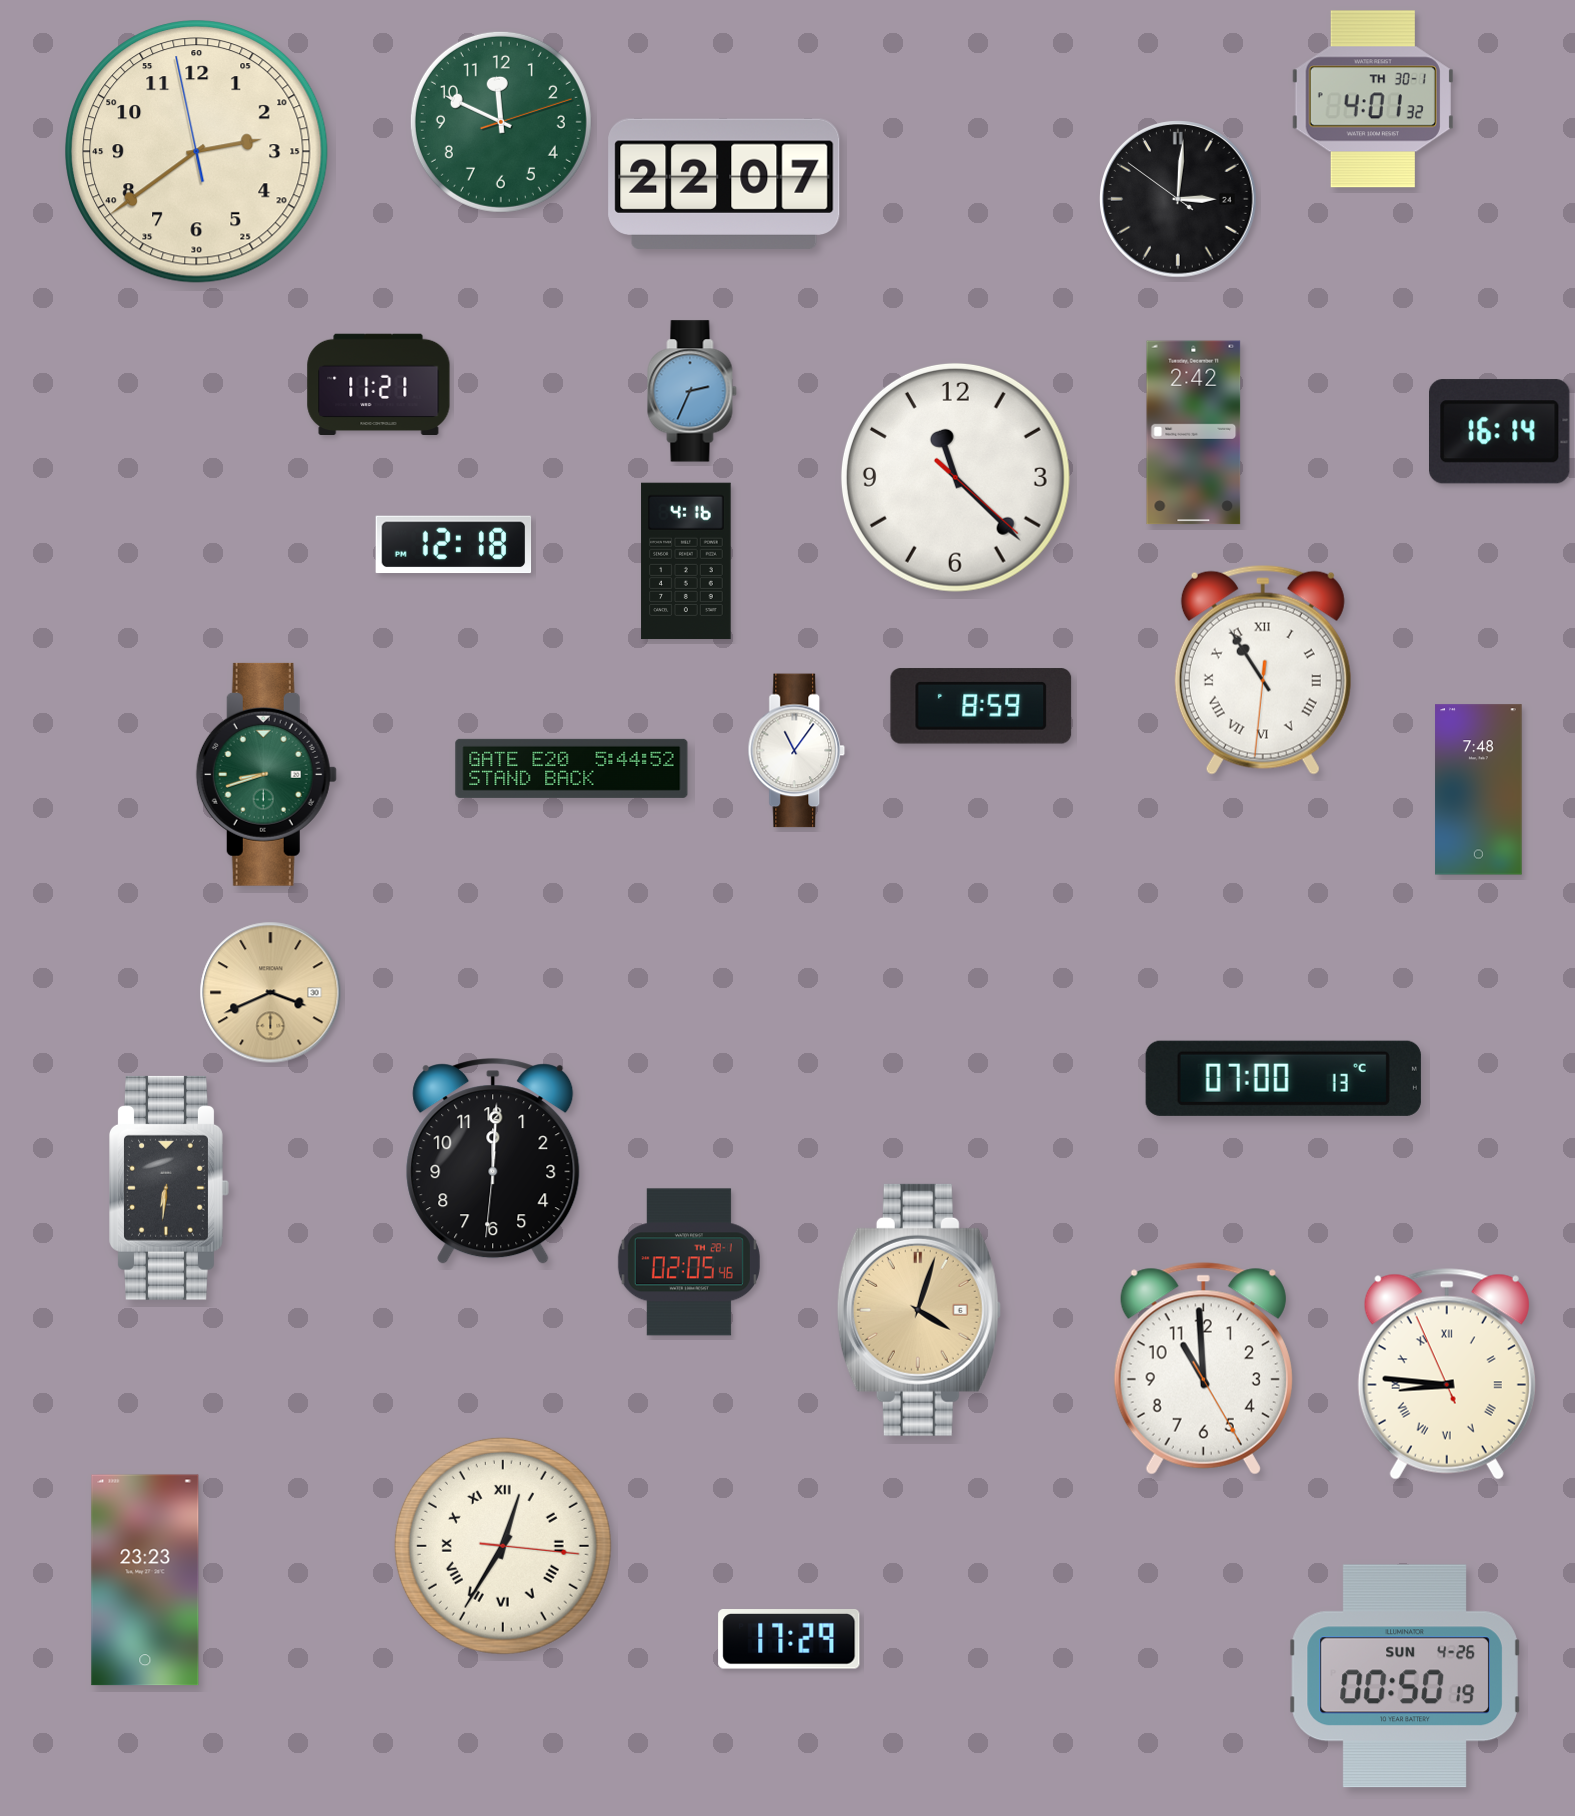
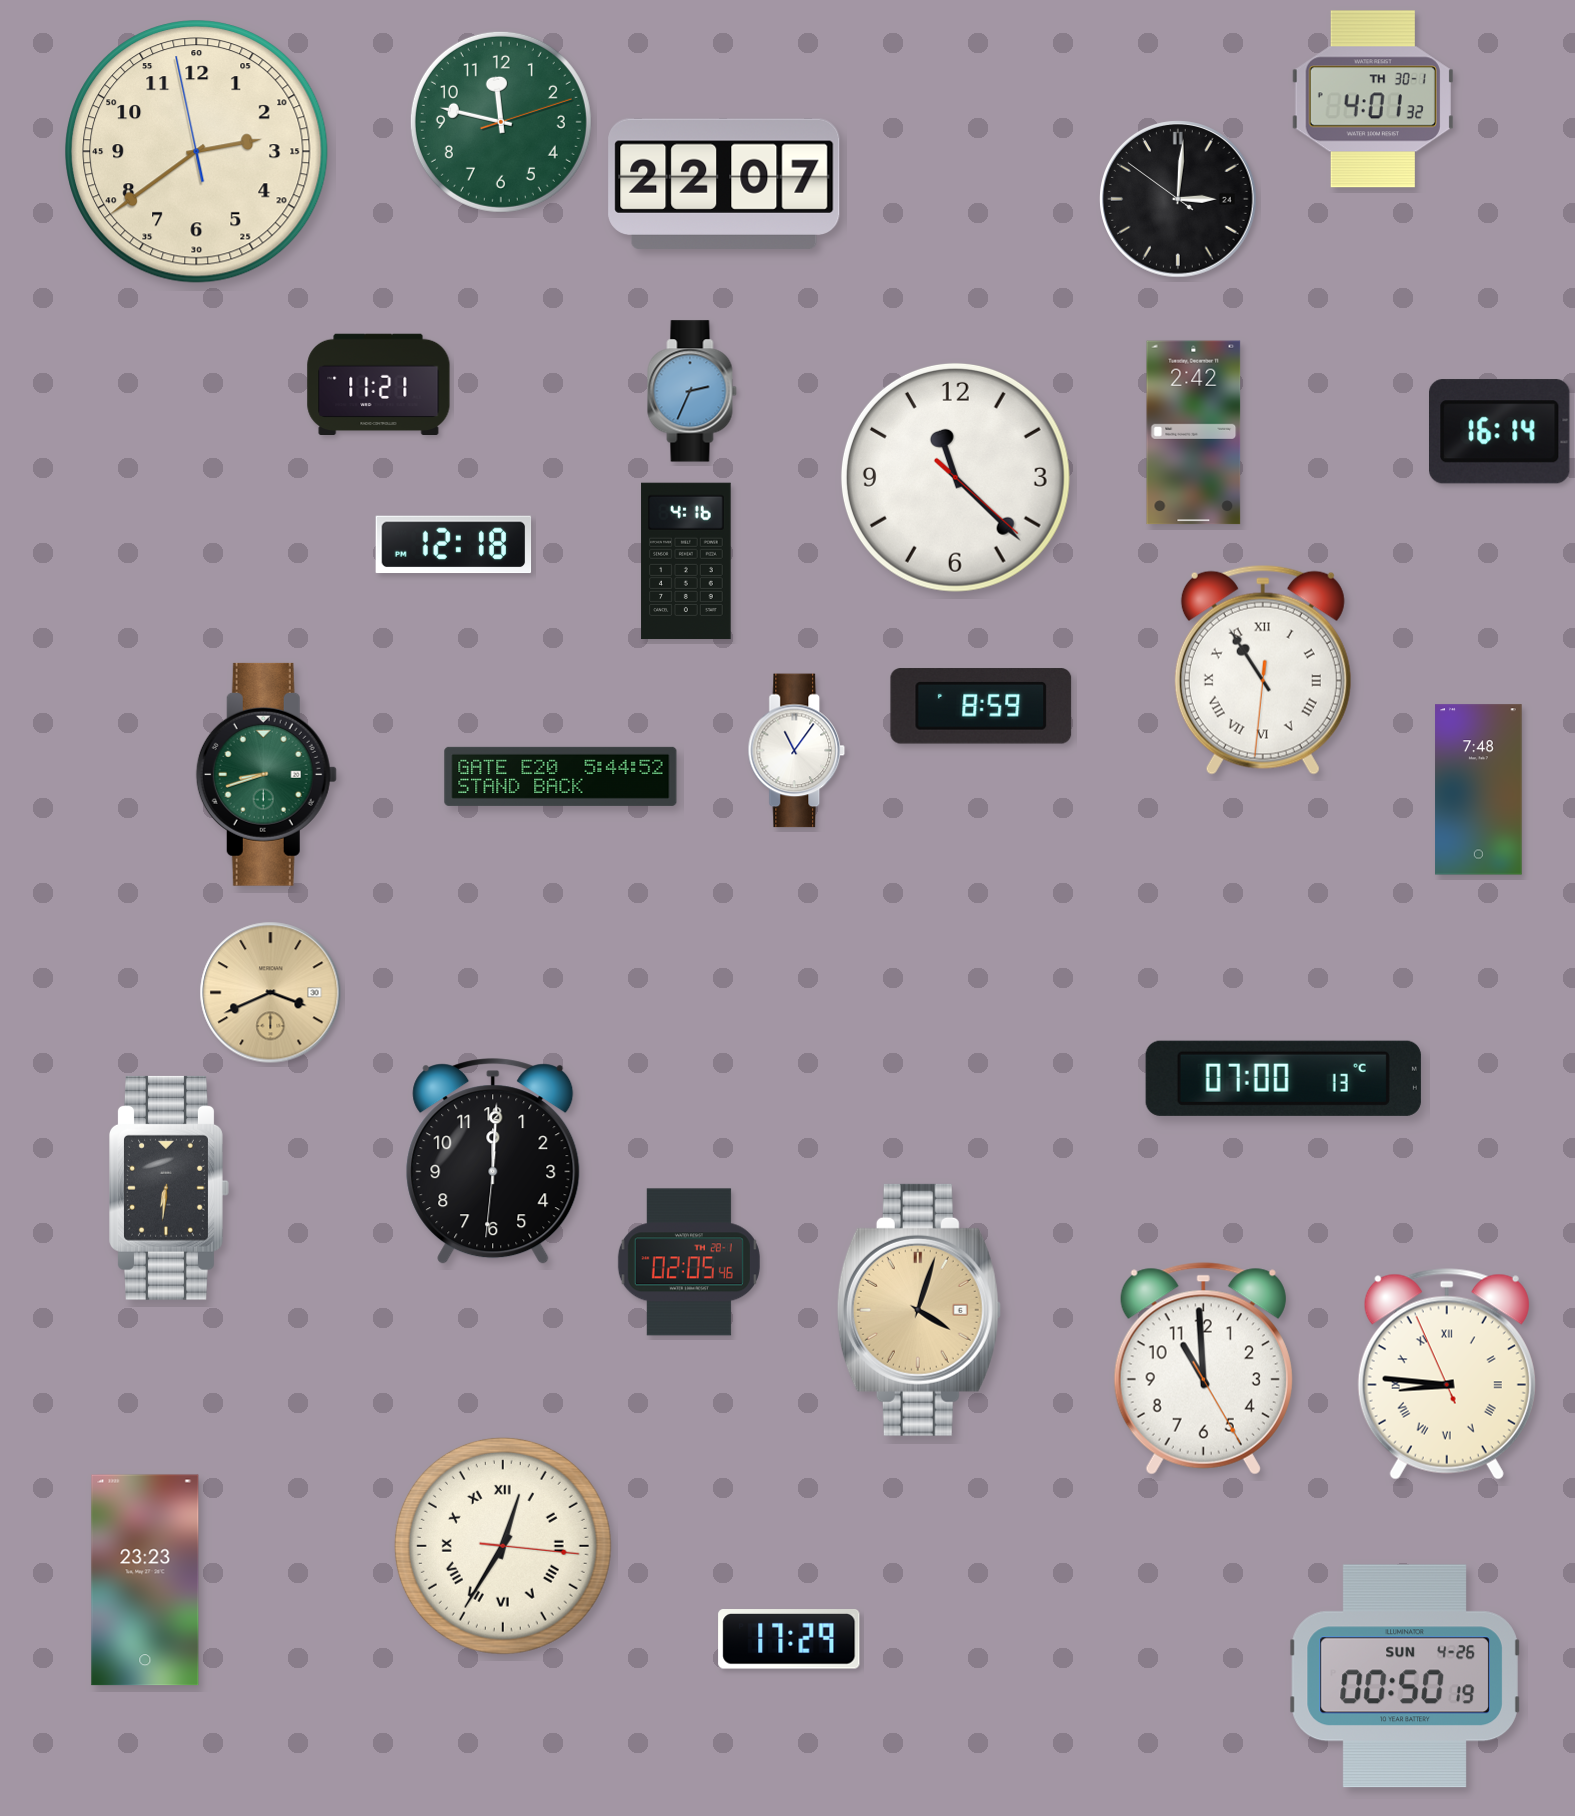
clock at (501, 122): 11:49 -> 11:47
clock at (572, 768) position: (572, 768) -> (561, 776)
